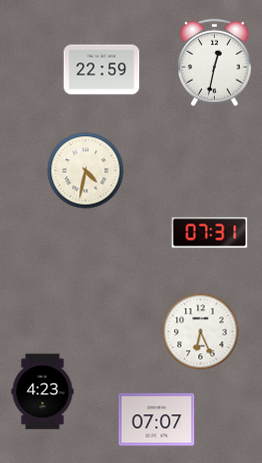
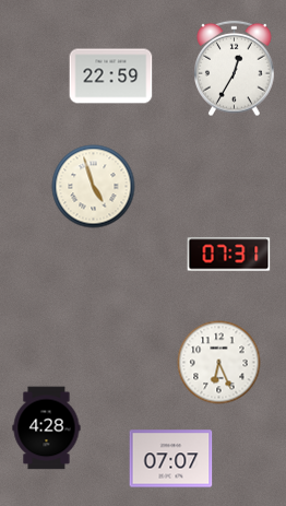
clock at (215, 63): 12:32 -> 12:35
clock at (86, 171): 4:32 -> 4:57
clock at (43, 392): 4:23 -> 4:28
